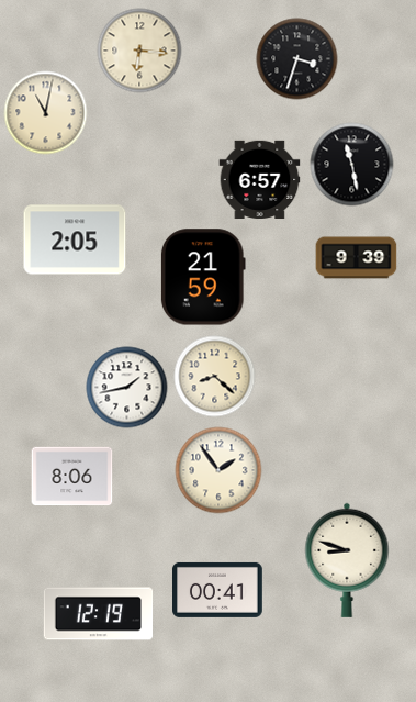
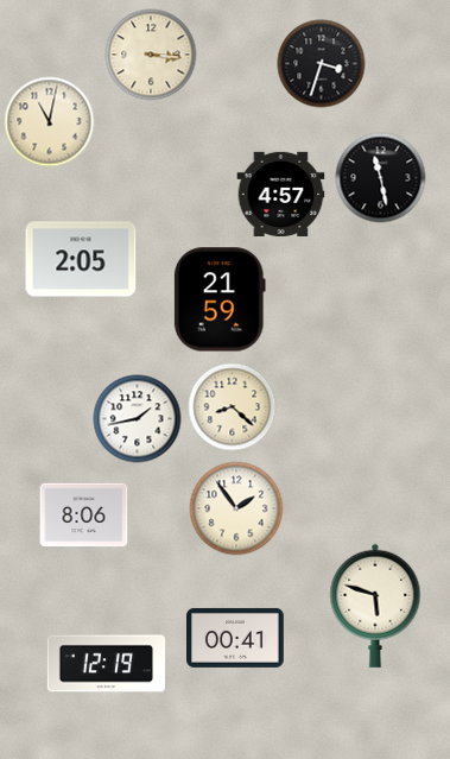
clock at (139, 51): 6:16 -> 3:16
clock at (260, 179): 6:57 -> 4:57
clock at (357, 258): 9:39 -> none
clock at (72, 477) position: (72, 477) -> (84, 516)
clock at (347, 560): 8:48 -> 5:48
